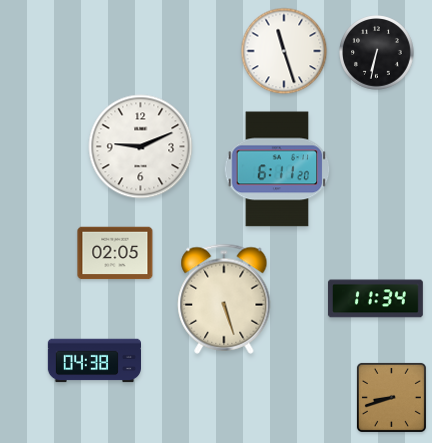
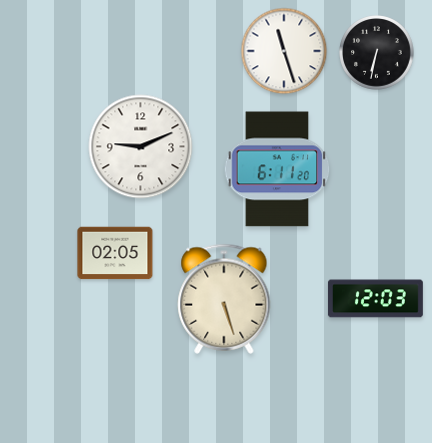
clock at (375, 299): 11:34 -> 12:03
clock at (94, 361): 04:38 -> none
clock at (391, 397): 8:42 -> none
